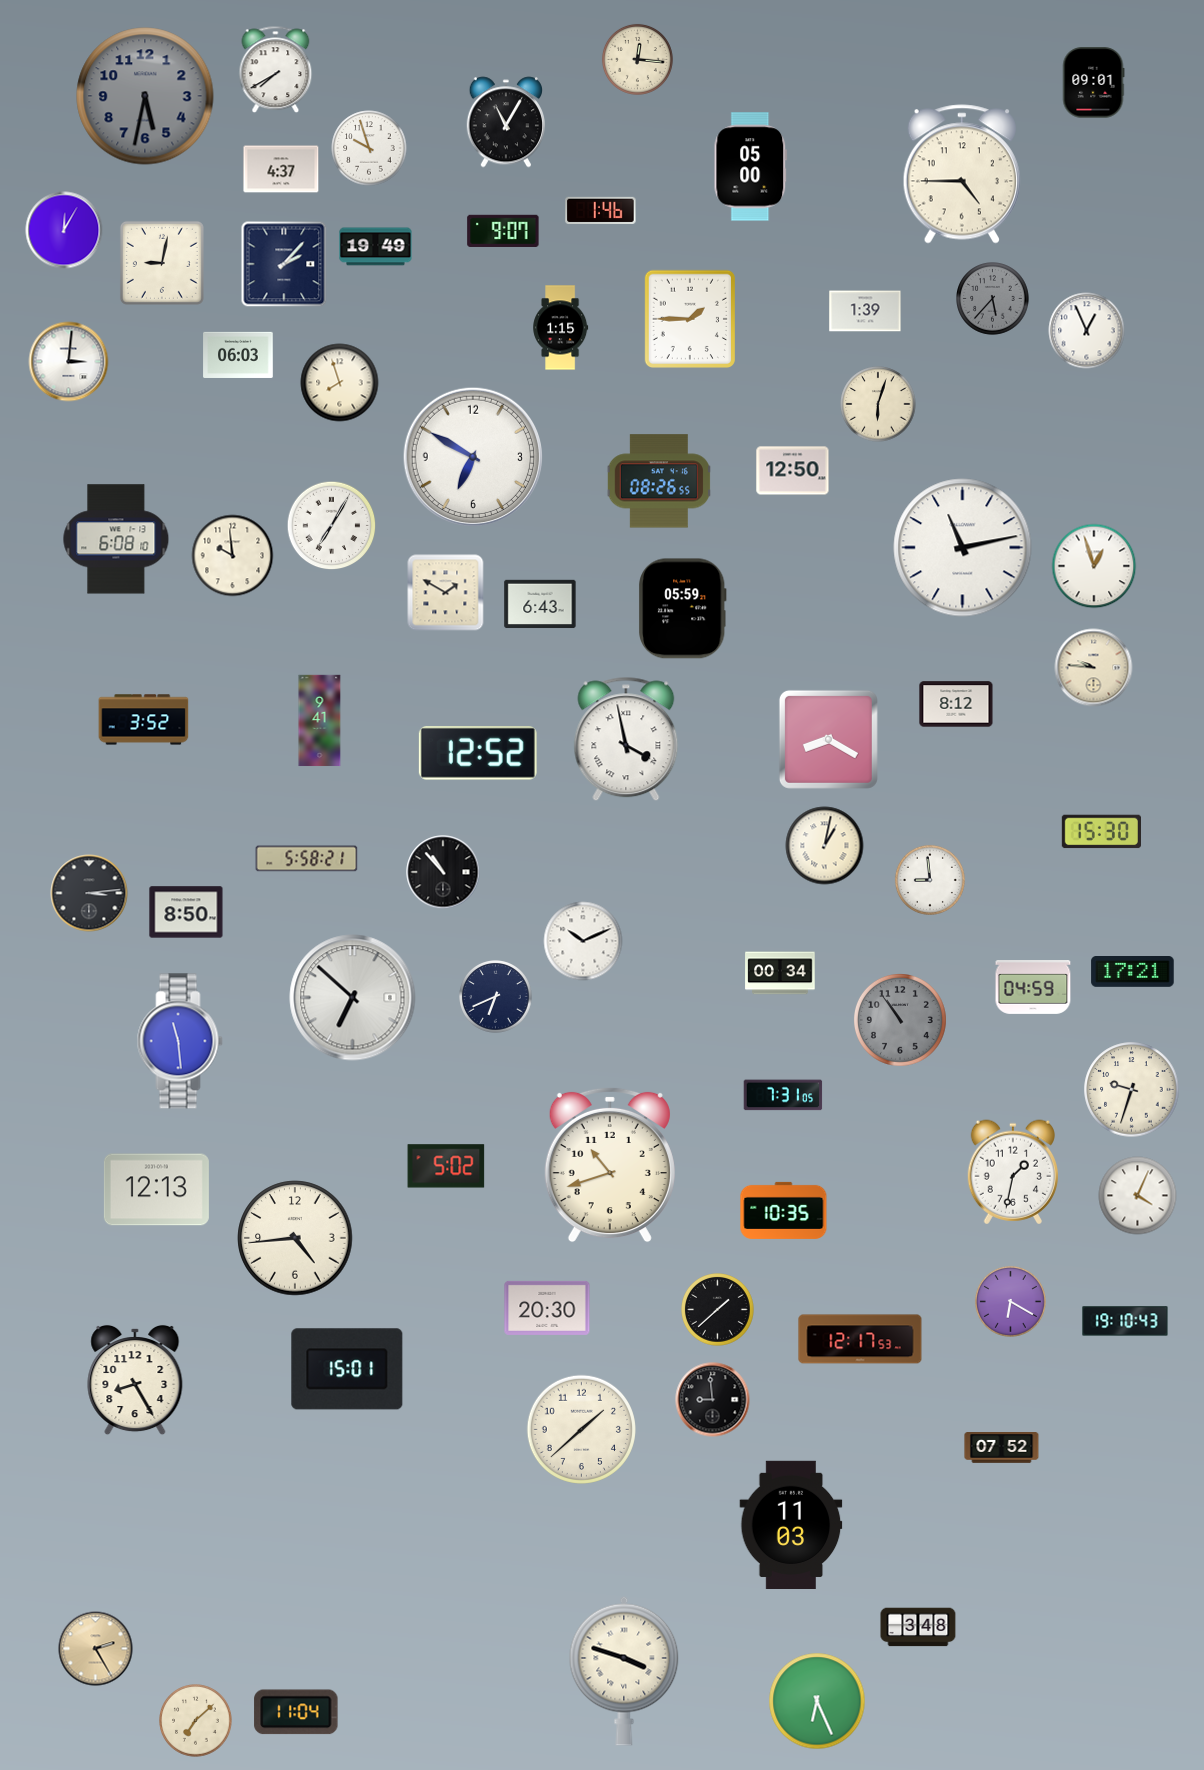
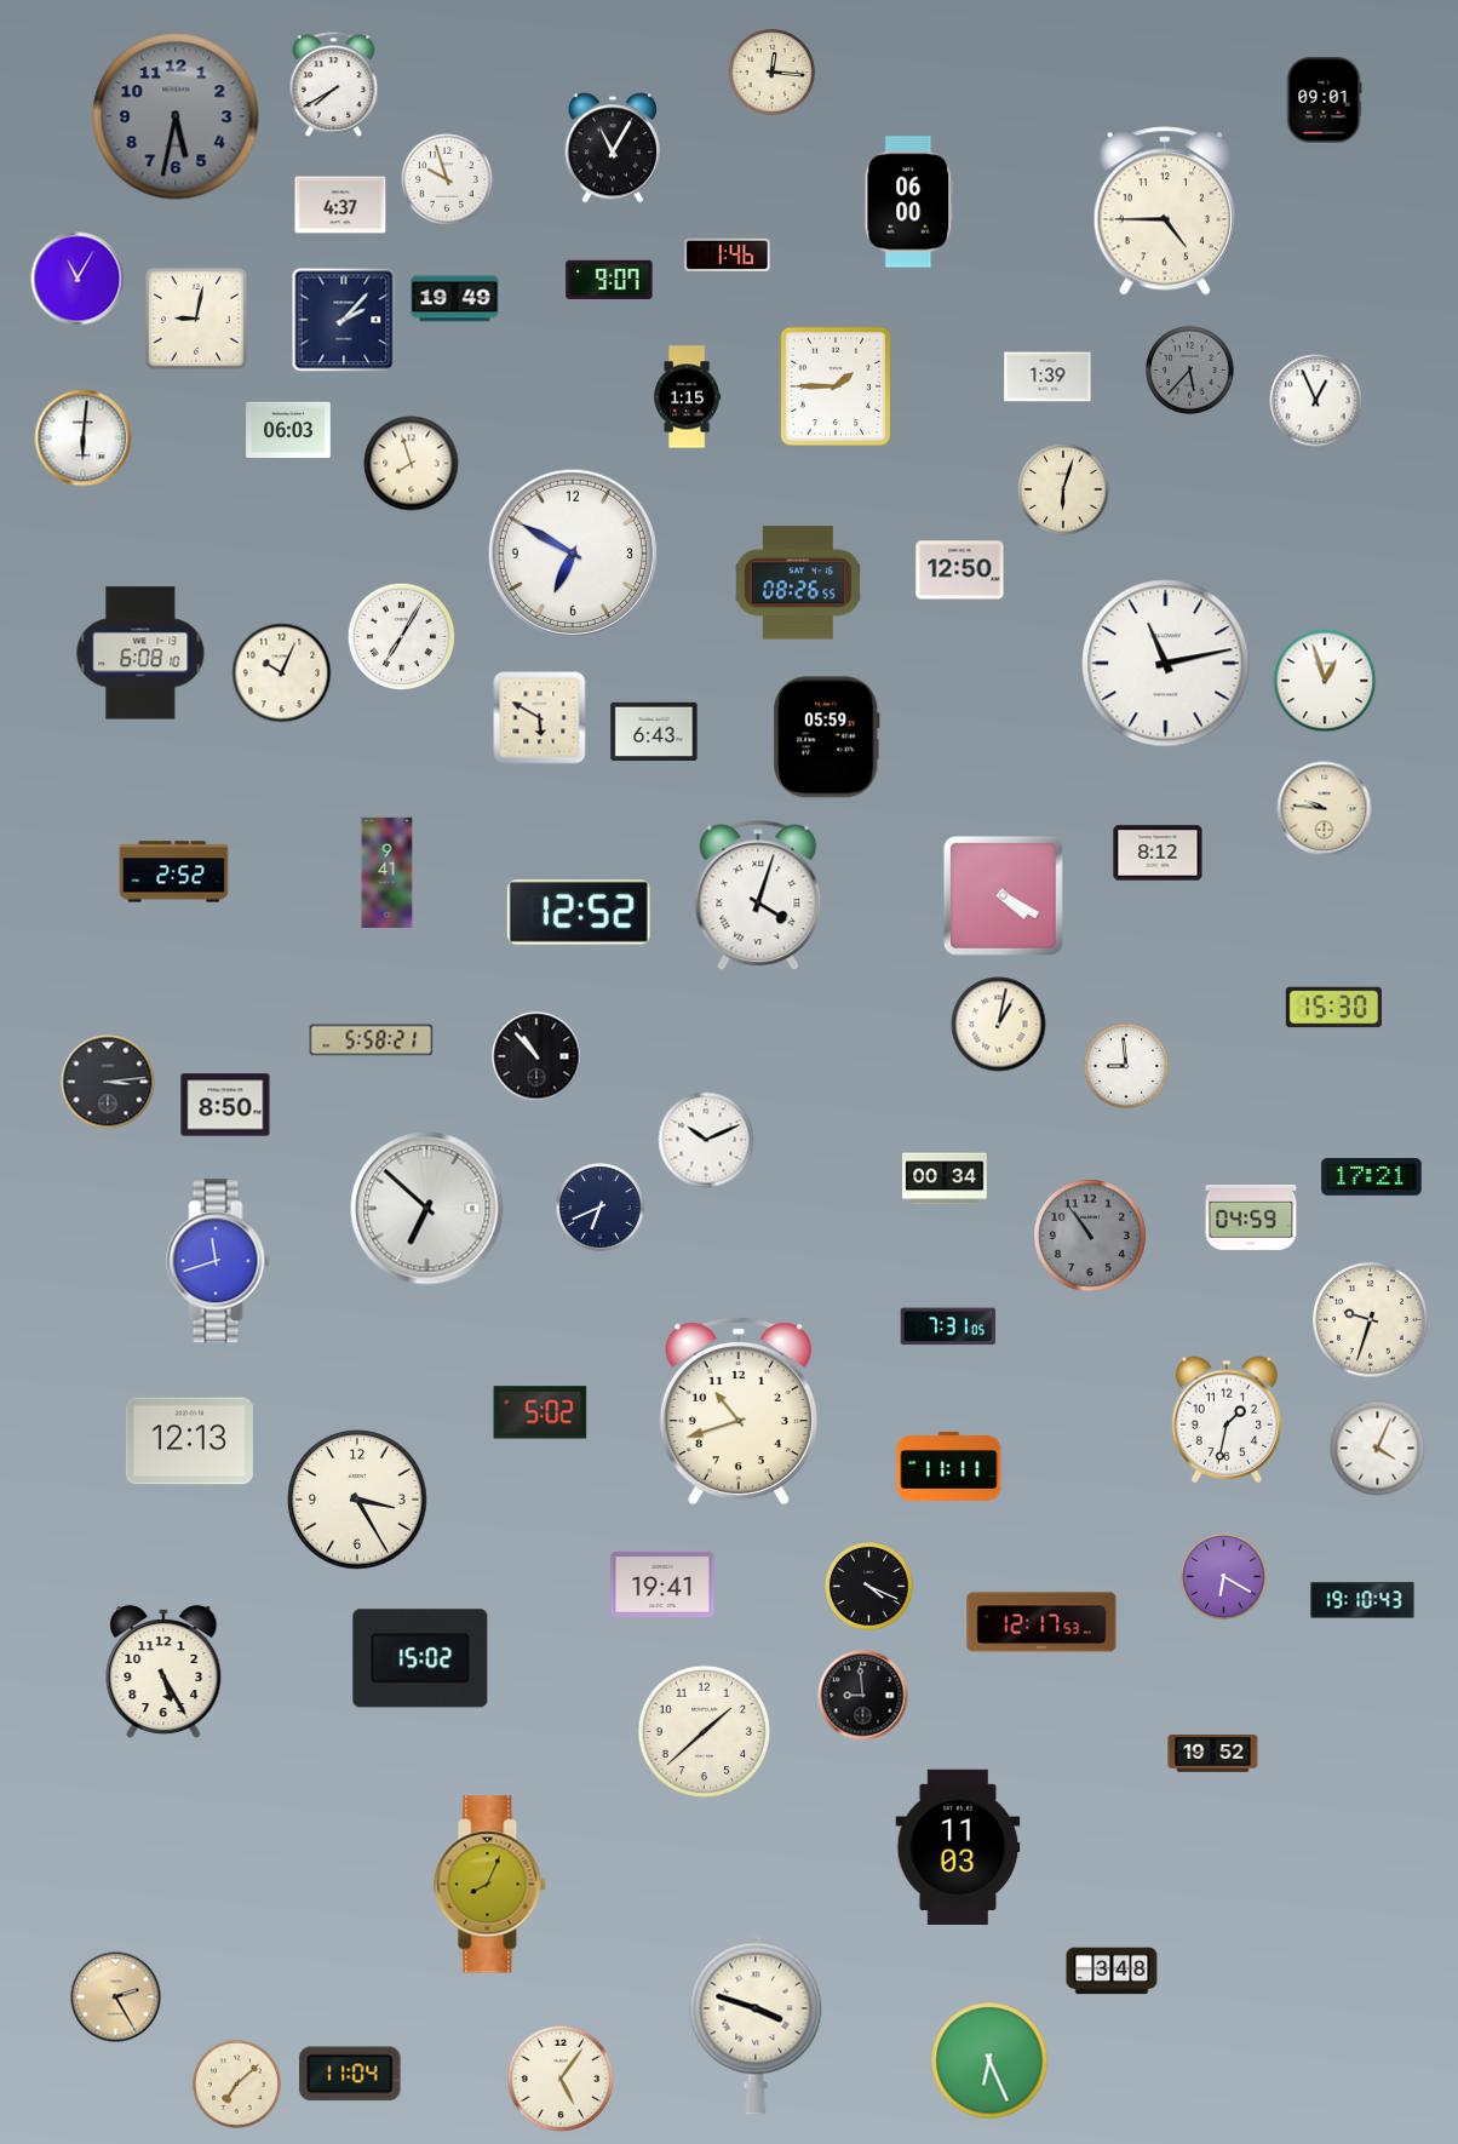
clock at (751, 167): 05:00 -> 06:00
clock at (64, 230): 12:05 -> 11:05
clock at (993, 299) position: (993, 299) -> (1190, 371)
clock at (561, 328) position: (561, 328) -> (688, 397)
clock at (69, 362): 3:01 -> 6:01
clock at (233, 556): 9:59 -> 10:04
clock at (1094, 566) position: (1094, 566) -> (1325, 681)
clock at (446, 593): 1:50 -> 5:50
clock at (144, 720): 3:52 -> 2:52
clock at (626, 739): 3:58 -> 4:03
clock at (828, 739): 8:20 -> 4:20
clock at (1033, 988) position: (1033, 988) -> (1251, 1219)
clock at (180, 1041): 11:29 -> 11:42
clock at (784, 1210): 10:35 -> 11:11
clock at (295, 1238): 4:44 -> 3:25
clock at (547, 1308): 20:30 -> 19:41
clock at (718, 1310): 1:38 -> 4:19
clock at (347, 1369): 15:01 -> 15:02
clock at (135, 1380): 8:25 -> 5:25
clock at (1002, 1448): 07:52 -> 19:52
clock at (490, 1885): none -> 8:04
clock at (296, 1712) position: (296, 1712) -> (350, 2074)
clock at (561, 2079): none -> 5:06
